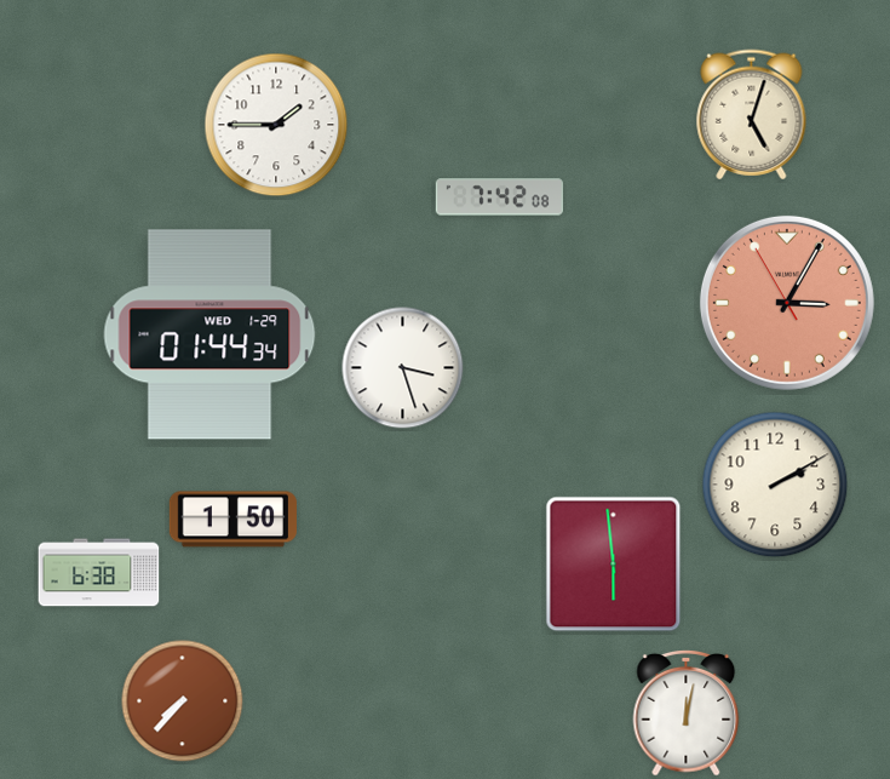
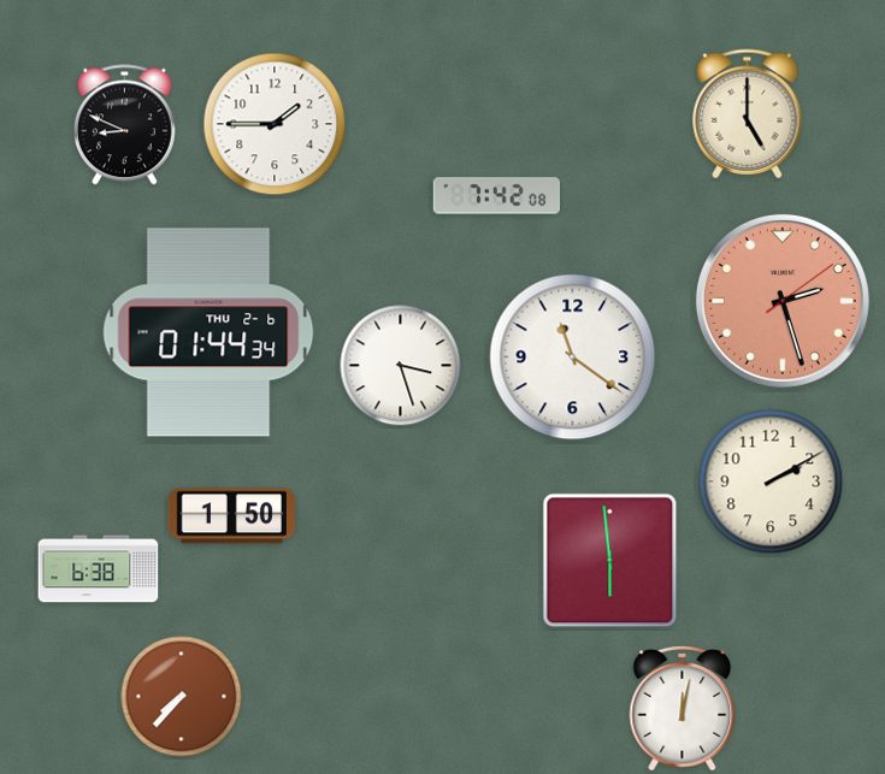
clock at (752, 115): 5:03 -> 5:00
clock at (124, 125): none -> 8:49
clock at (787, 303): 3:04 -> 2:27
clock at (209, 334) date: WED 1-29 -> THU 2-6
clock at (573, 358): none -> 11:21
